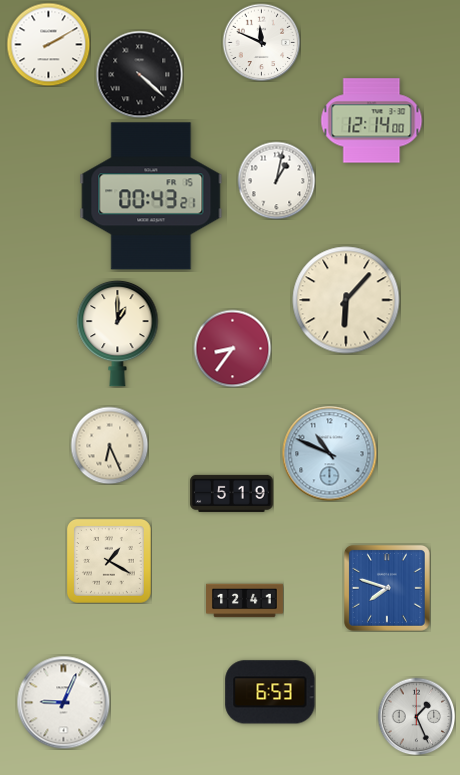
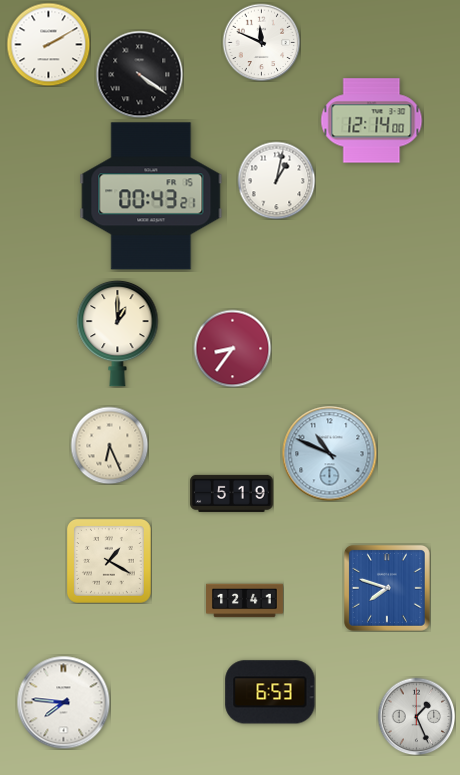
clock at (139, 74): 4:22 -> 4:21
clock at (346, 300): 6:07 -> none
clock at (63, 702): 9:04 -> 7:46
